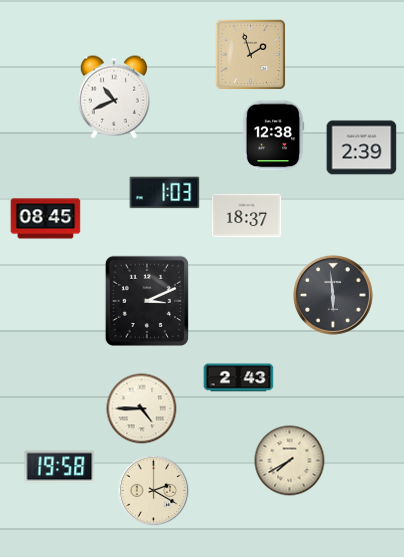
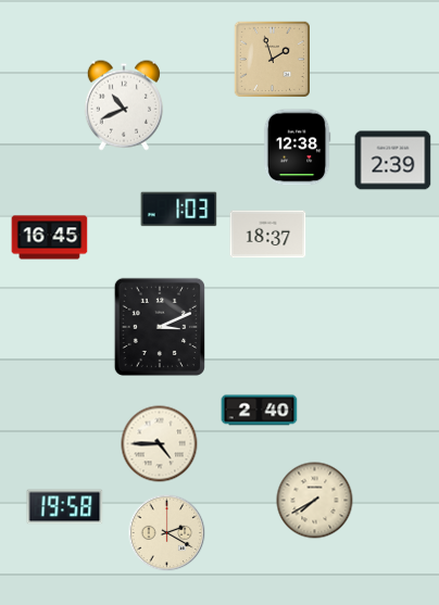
clock at (46, 219): 08:45 -> 16:45
clock at (334, 296): 5:59 -> none
clock at (239, 378): 2:43 -> 2:40
clock at (142, 409) position: (142, 409) -> (160, 444)
